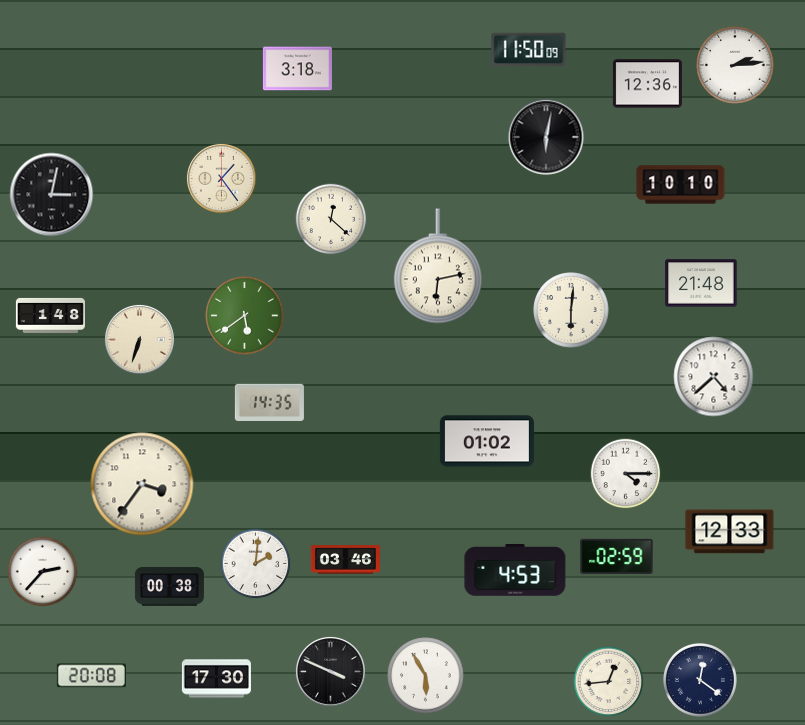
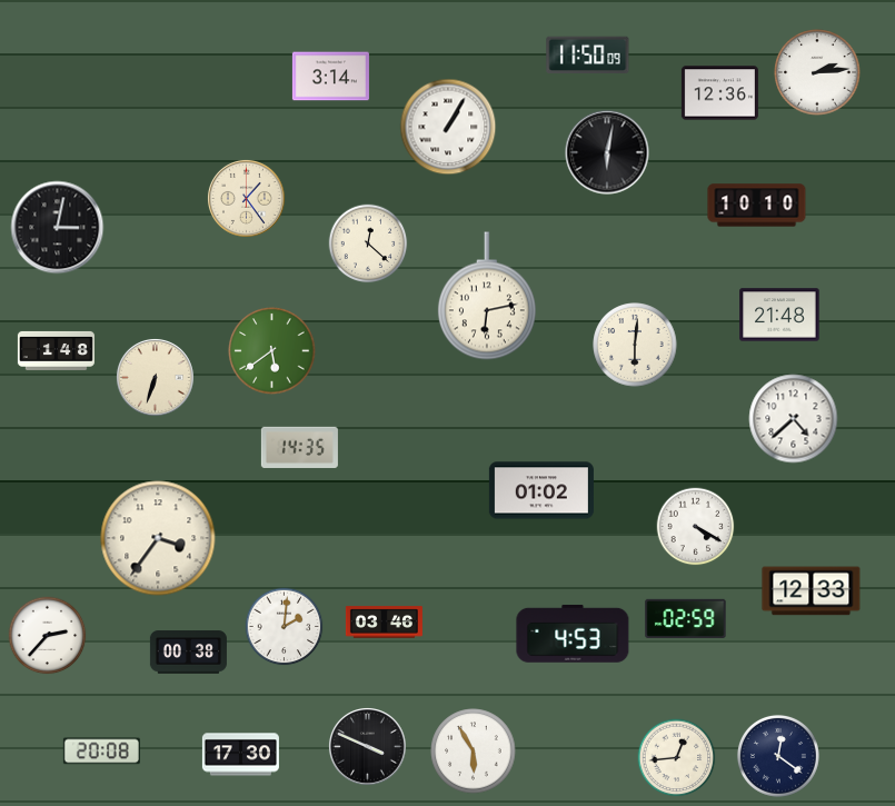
clock at (297, 69): 3:18 -> 3:14
clock at (448, 127): none -> 1:05
clock at (52, 195) position: (52, 195) -> (58, 228)
clock at (626, 474): 4:15 -> 4:20
